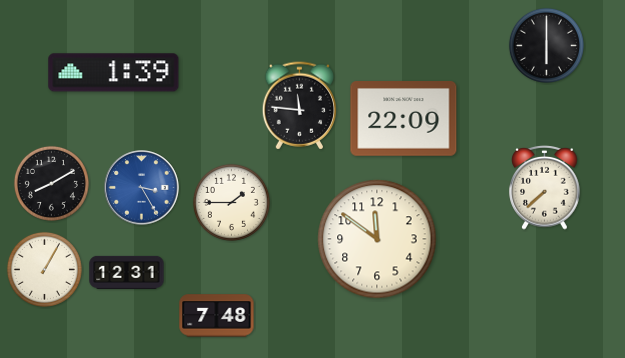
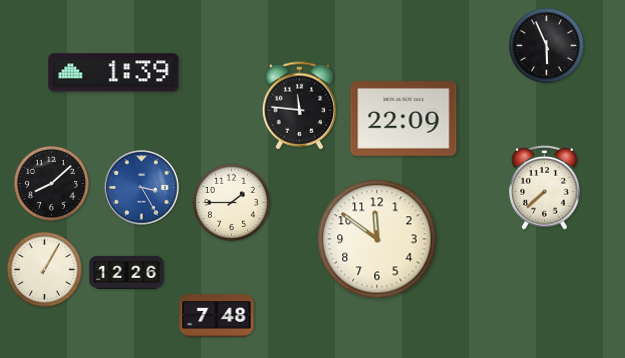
clock at (546, 45): 6:00 -> 5:56
clock at (51, 183): 8:10 -> 8:08
clock at (127, 272): 12:31 -> 12:26
